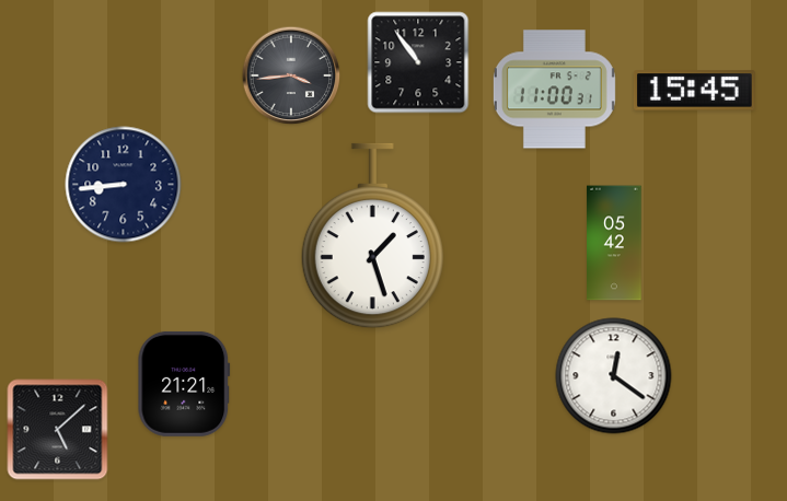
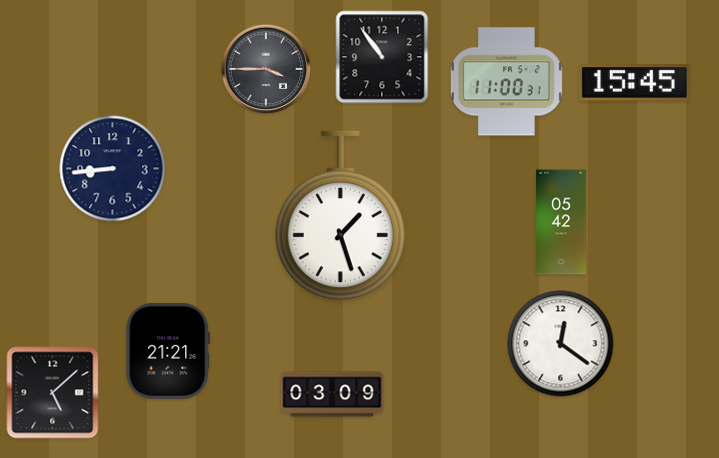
clock at (291, 75): 3:44 -> 3:45
clock at (332, 394): none -> 03:09
